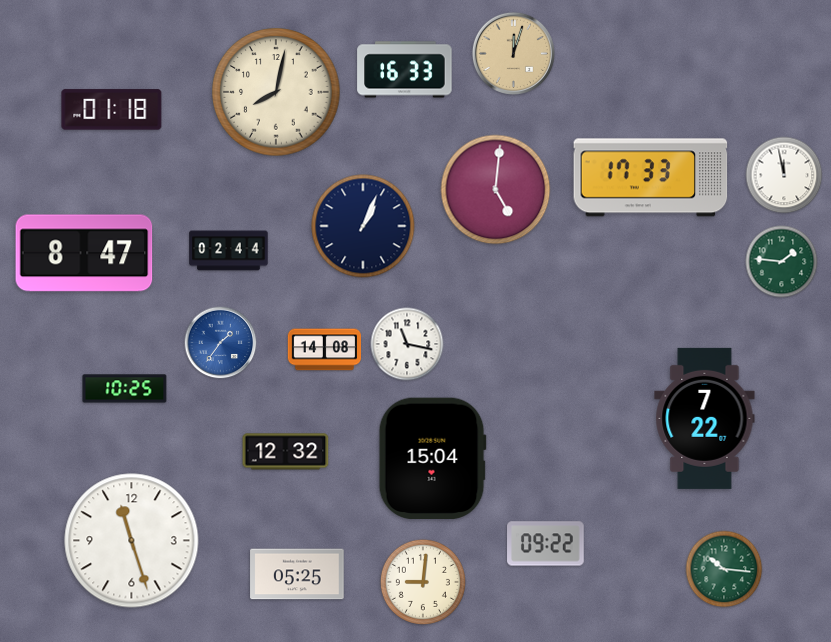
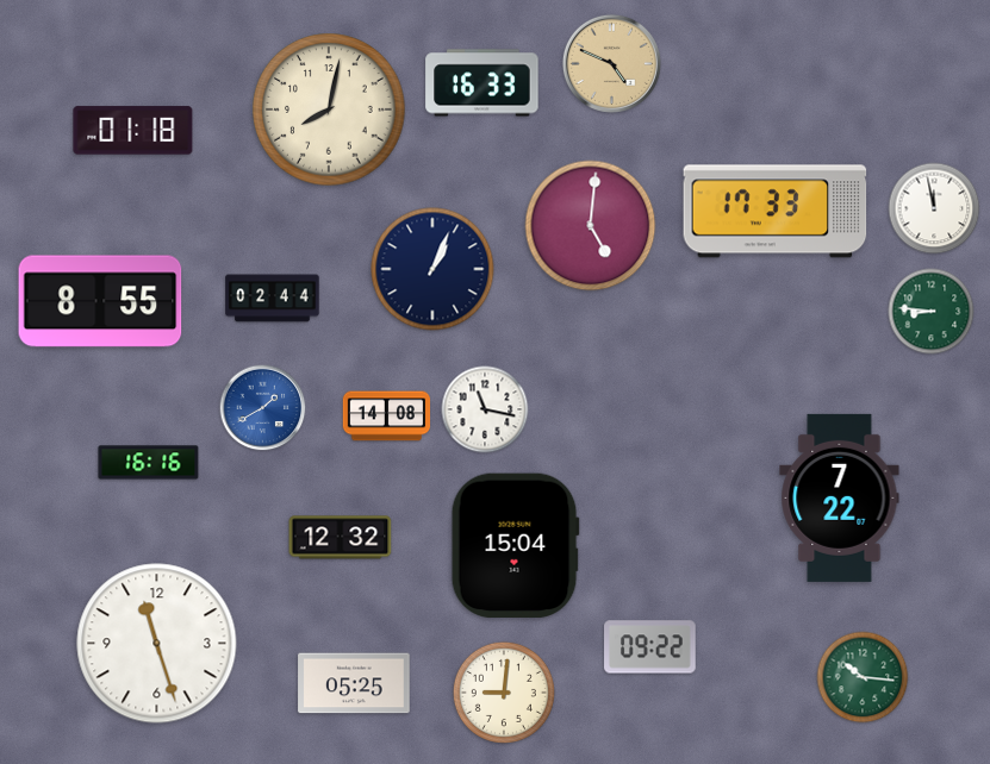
clock at (513, 53): 12:03 -> 4:49
clock at (84, 253): 8:47 -> 8:55
clock at (782, 262): 1:46 -> 8:46
clock at (221, 343): 1:36 -> 1:40
clock at (125, 389): 10:25 -> 16:16
